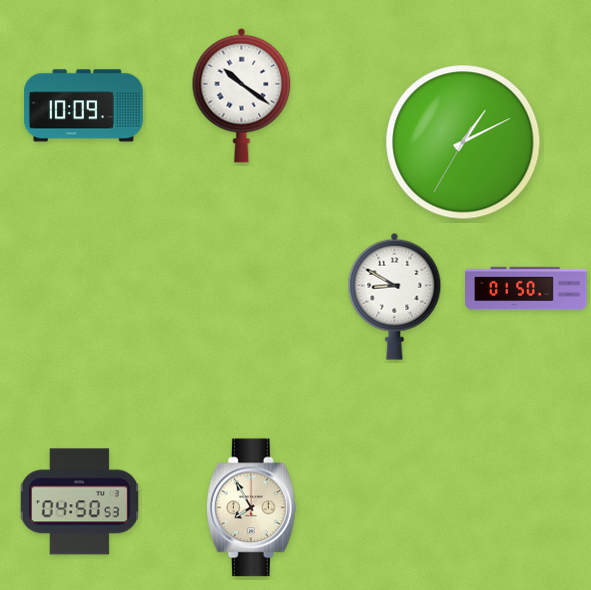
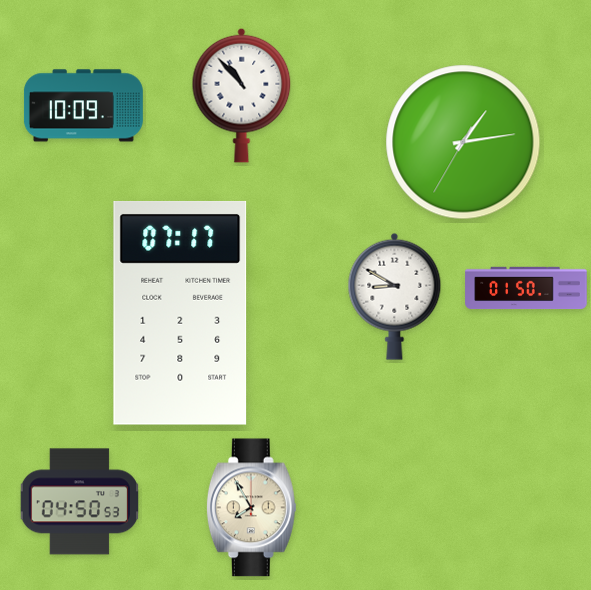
clock at (242, 95): 10:21 -> 10:53
clock at (463, 142): 1:10 -> 1:13
clock at (180, 313): none -> 07:17
